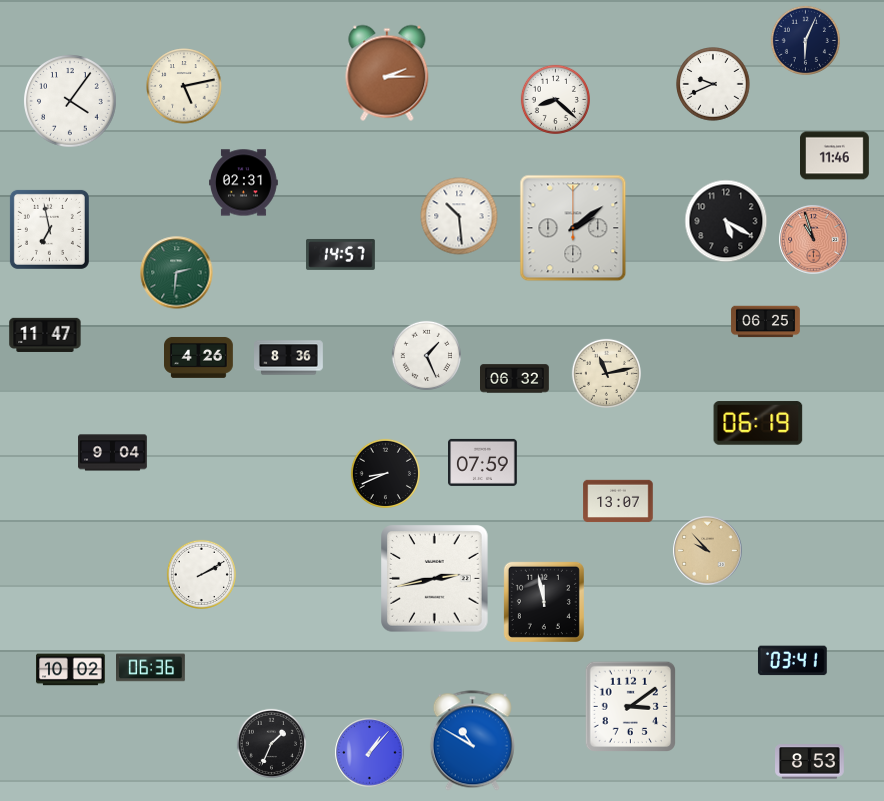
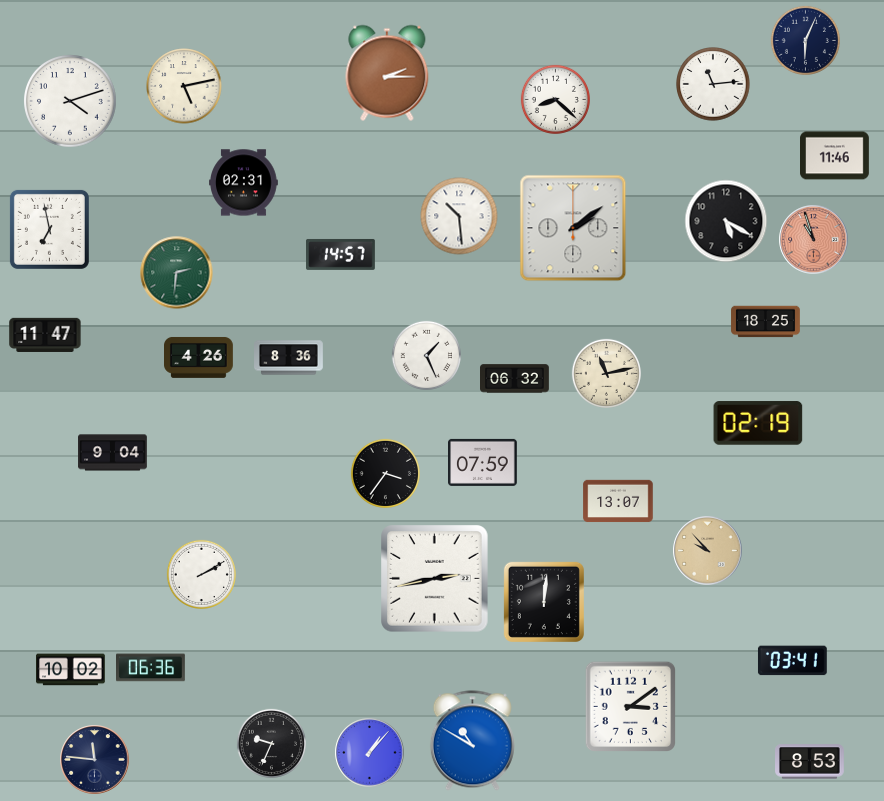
clock at (713, 84): 9:41 -> 11:14
clock at (71, 102): 4:06 -> 4:12
clock at (766, 322): 06:25 -> 18:25
clock at (758, 423): 06:19 -> 02:19
clock at (385, 473): 8:41 -> 3:36
clock at (544, 602): 11:58 -> 12:01
clock at (271, 743): 1:34 -> 9:34
clock at (95, 760): none -> 11:46
